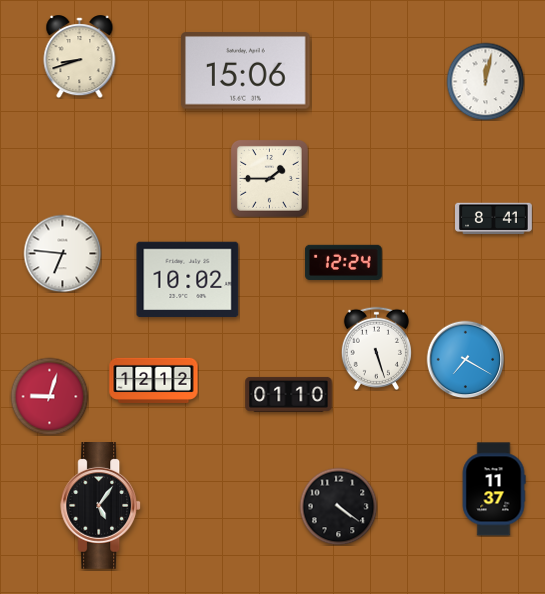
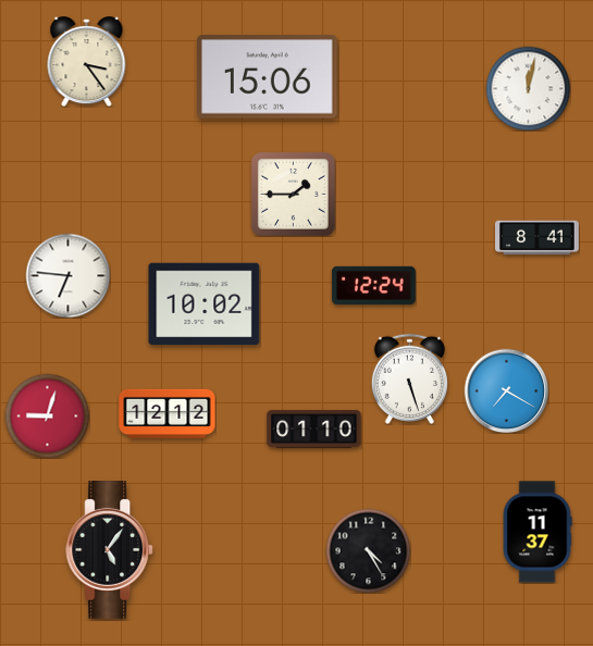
clock at (80, 57): 8:42 -> 3:24
clock at (49, 396) position: (49, 396) -> (47, 415)
clock at (338, 506): 4:21 -> 4:25
